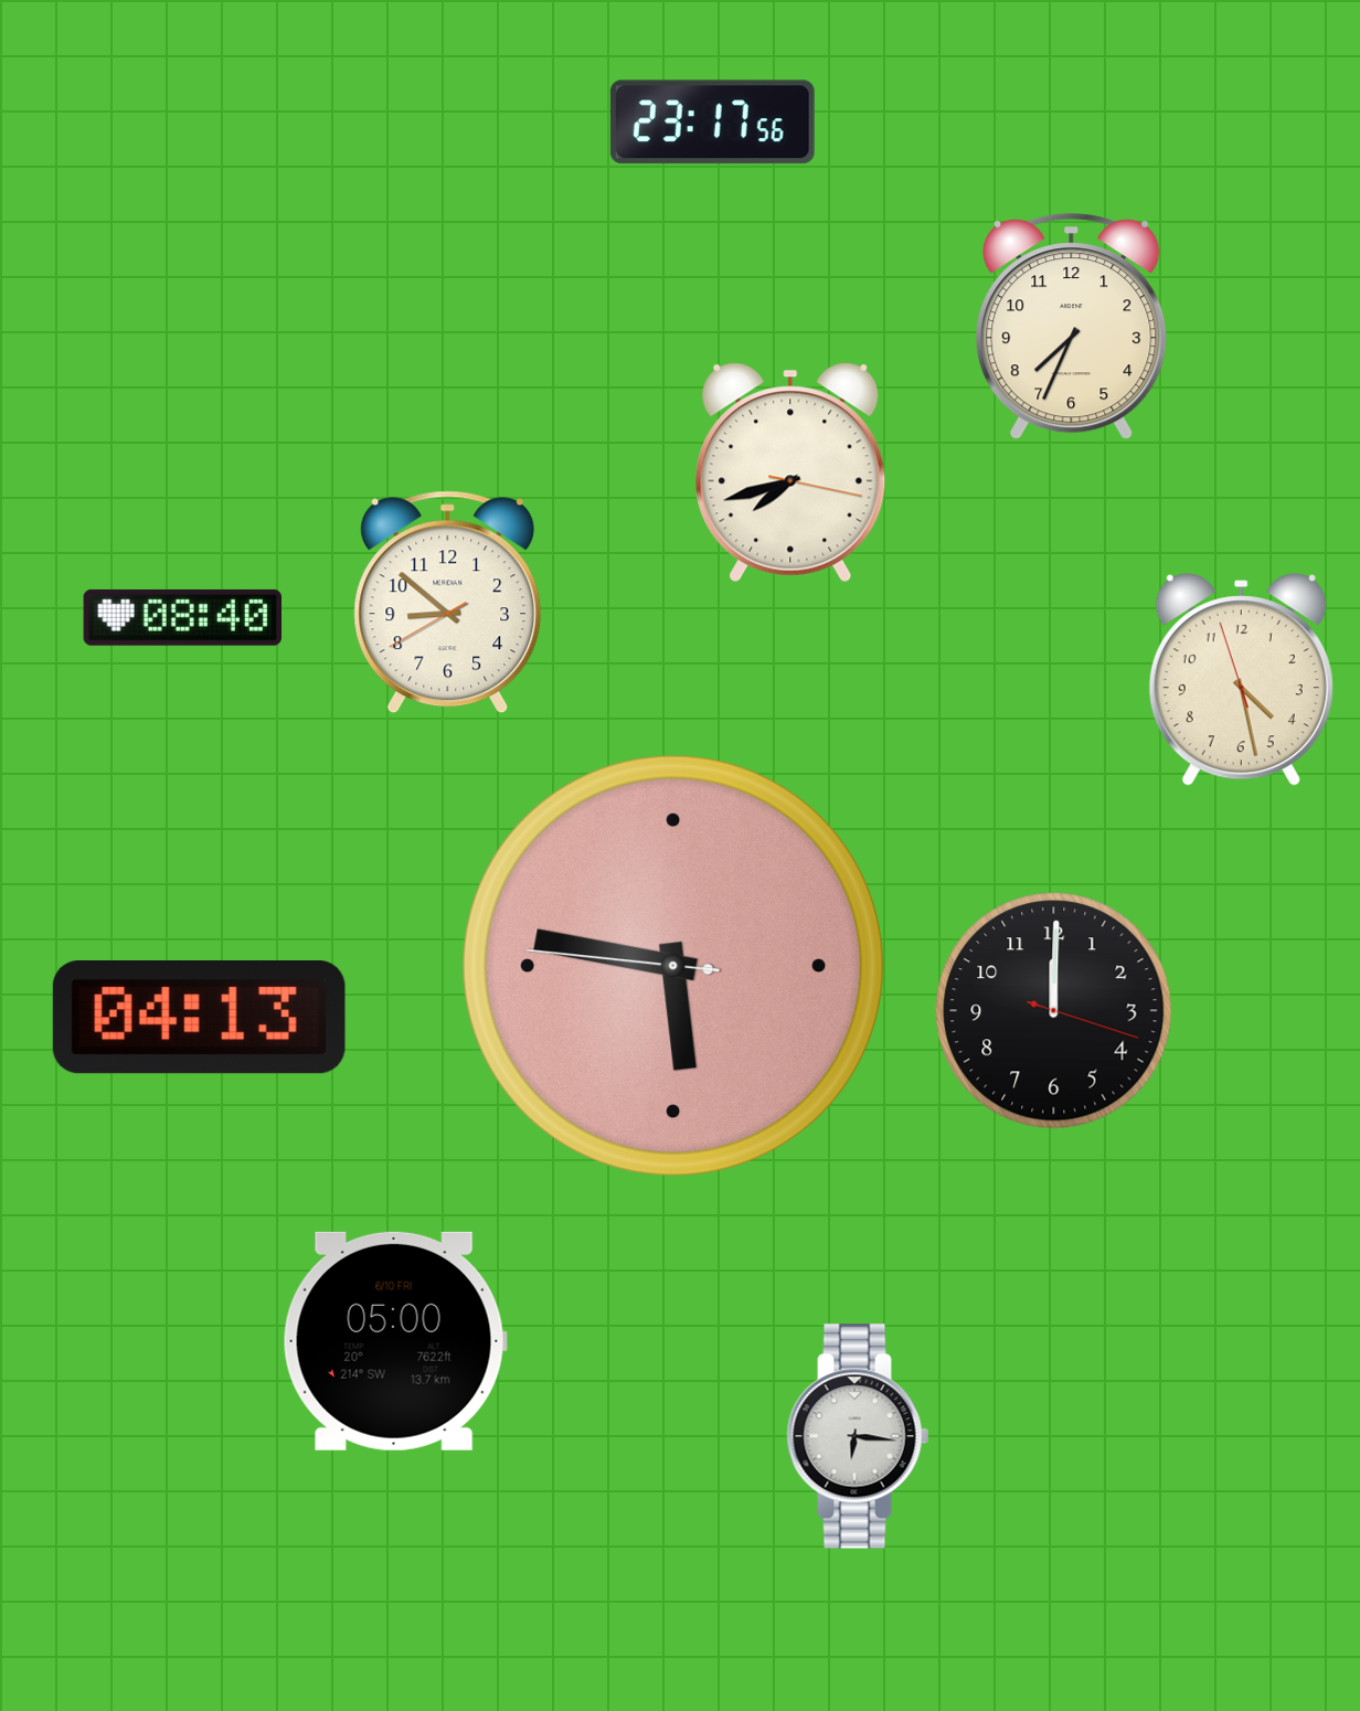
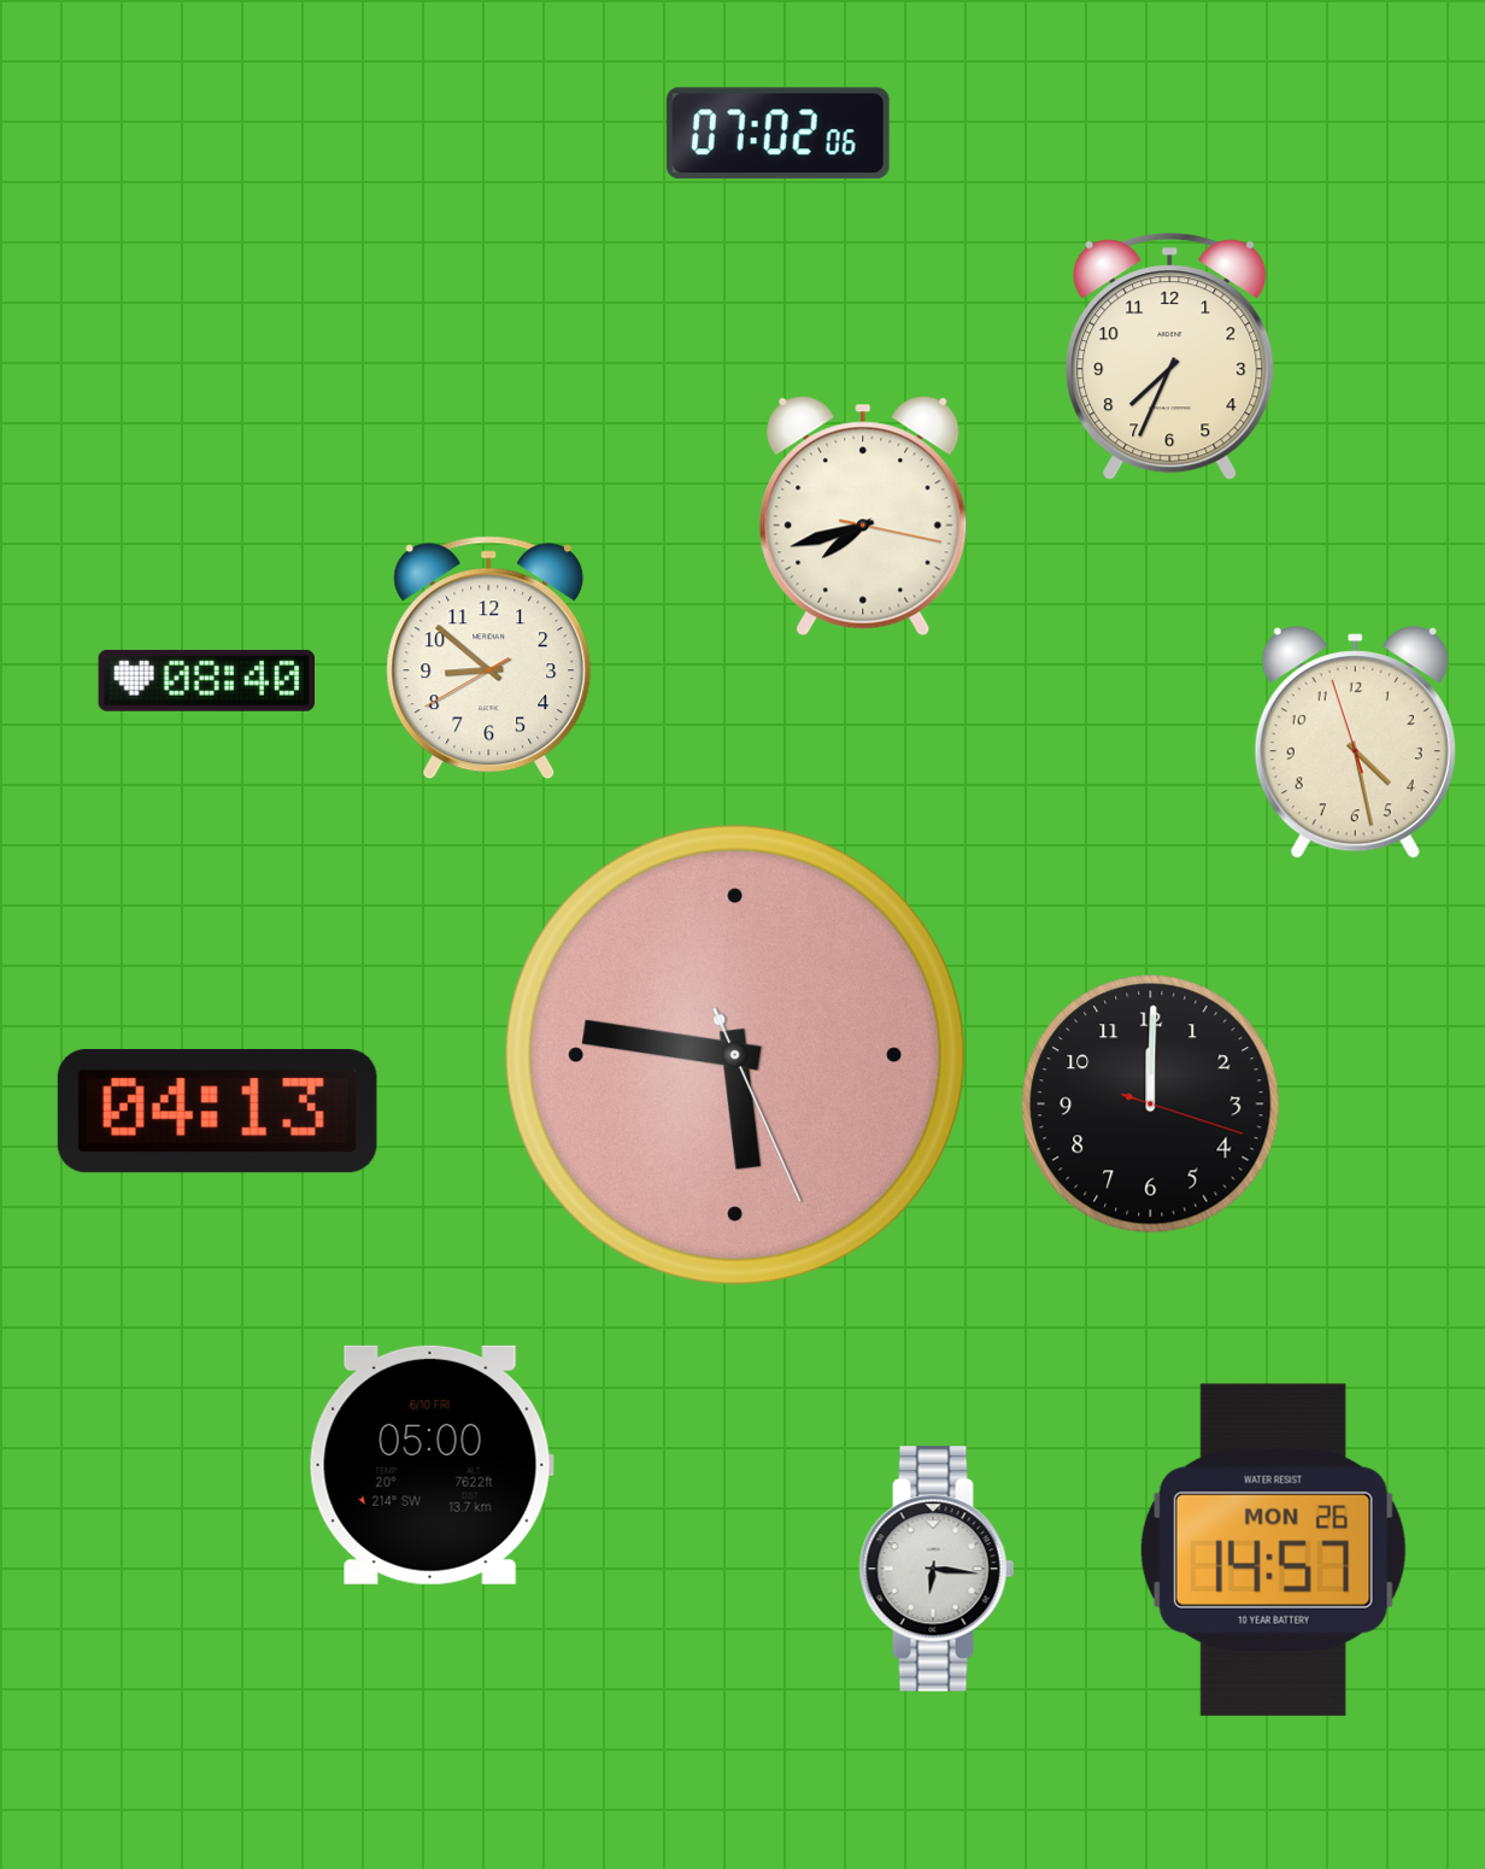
clock at (712, 123): 23:17 -> 07:02
clock at (182, 617) position: (182, 617) -> (206, 680)
clock at (672, 965): 5:46:46 -> 5:46:26
clock at (1273, 1549): none -> 14:57
